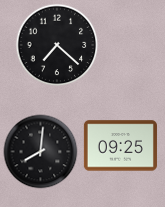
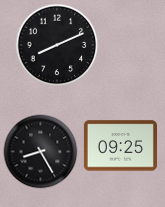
clock at (57, 45): 7:22 -> 8:11
clock at (41, 152): 8:01 -> 8:25
